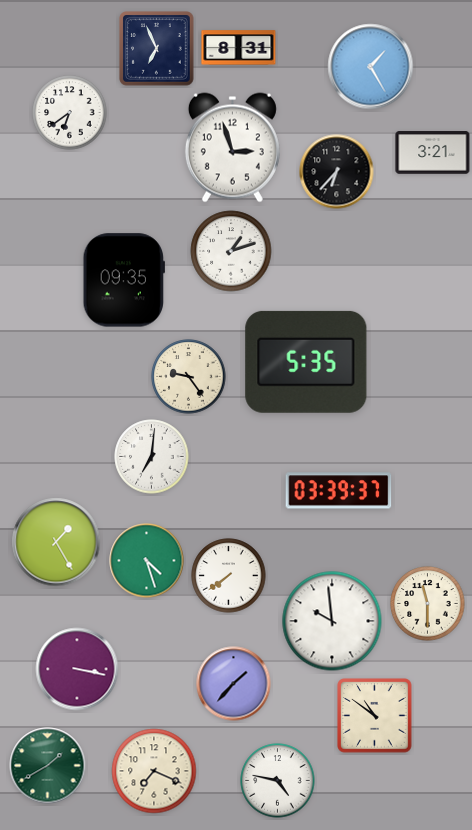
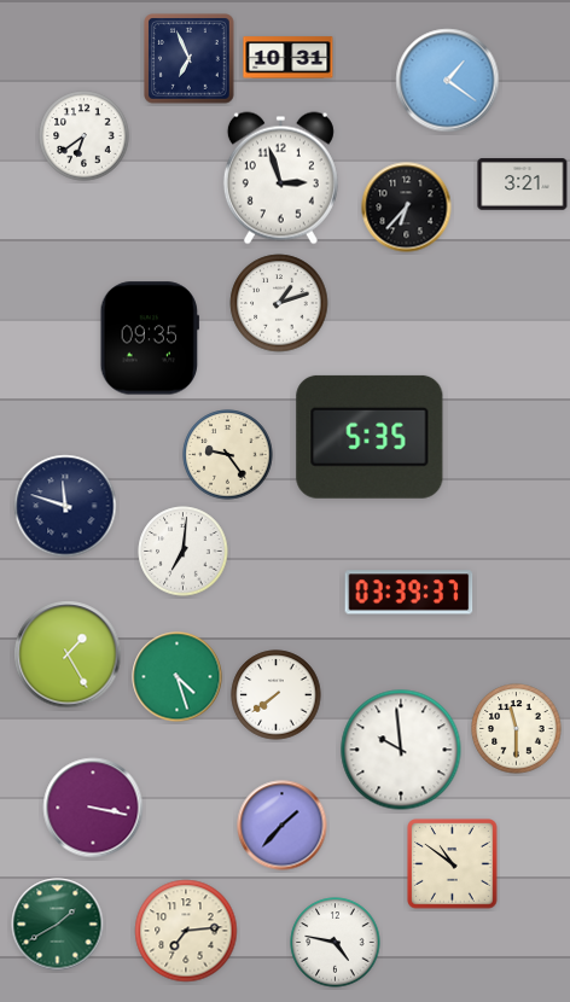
clock at (239, 48): 8:31 -> 10:31
clock at (371, 67): 1:25 -> 1:21
clock at (65, 506): none -> 11:48
clock at (154, 771): 7:19 -> 7:14
